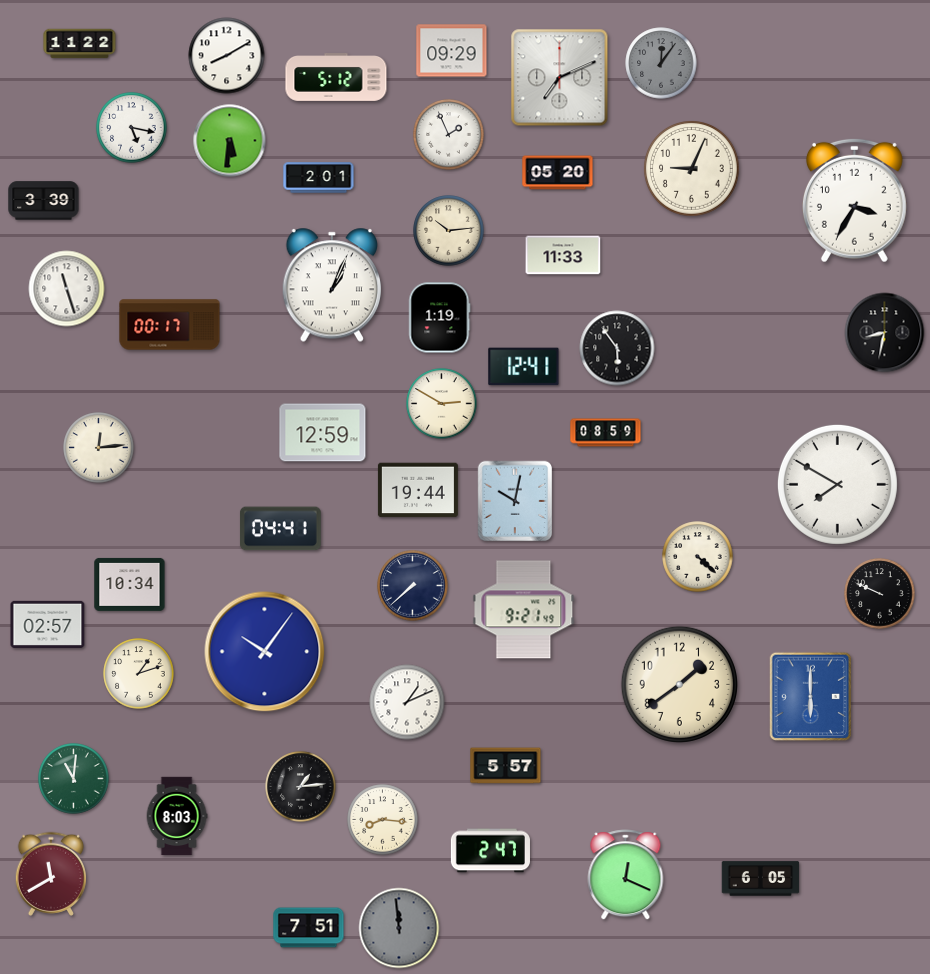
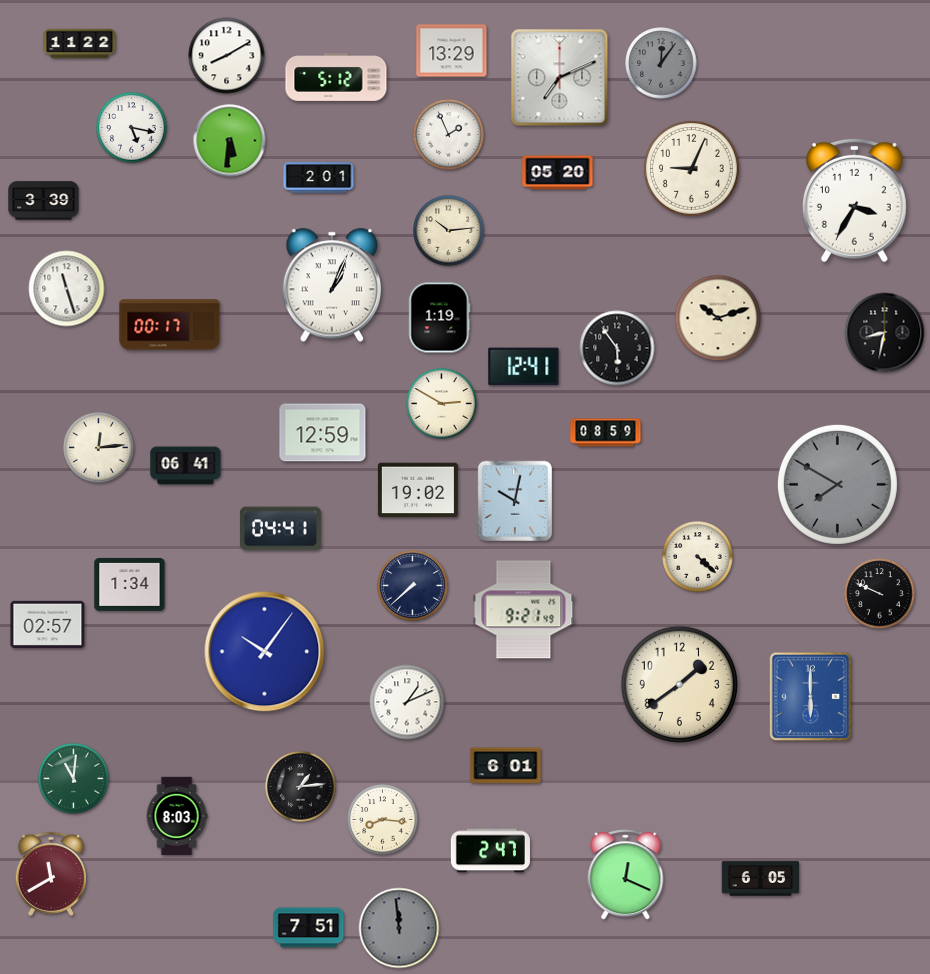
clock at (452, 51): 09:29 -> 13:29
clock at (563, 255): 11:33 -> none
clock at (718, 318): none -> 10:12
clock at (186, 466): none -> 06:41
clock at (837, 484) dial: white -> grey
clock at (418, 490): 19:44 -> 19:02
clock at (130, 584): 10:34 -> 1:34
clock at (139, 674): 1:12 -> none
clock at (506, 766): 5:57 -> 6:01
